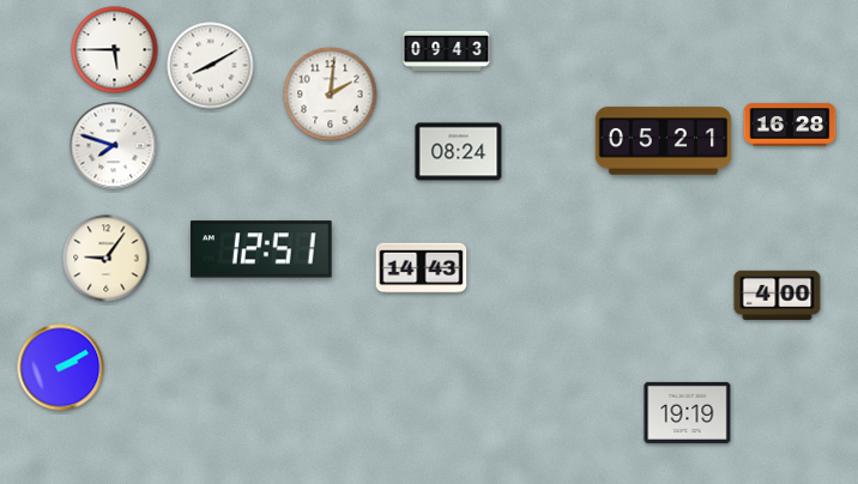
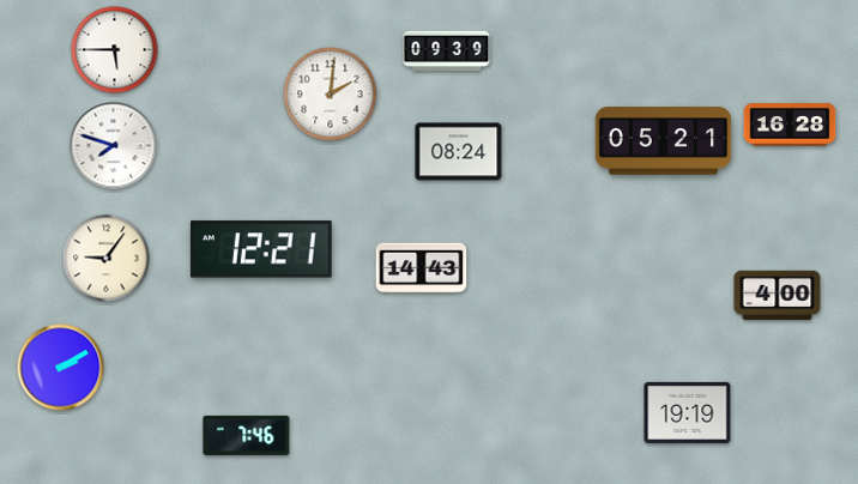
clock at (447, 52): 09:43 -> 09:39
clock at (211, 66): 8:10 -> none
clock at (261, 249): 12:51 -> 12:21
clock at (247, 435): none -> 7:46
